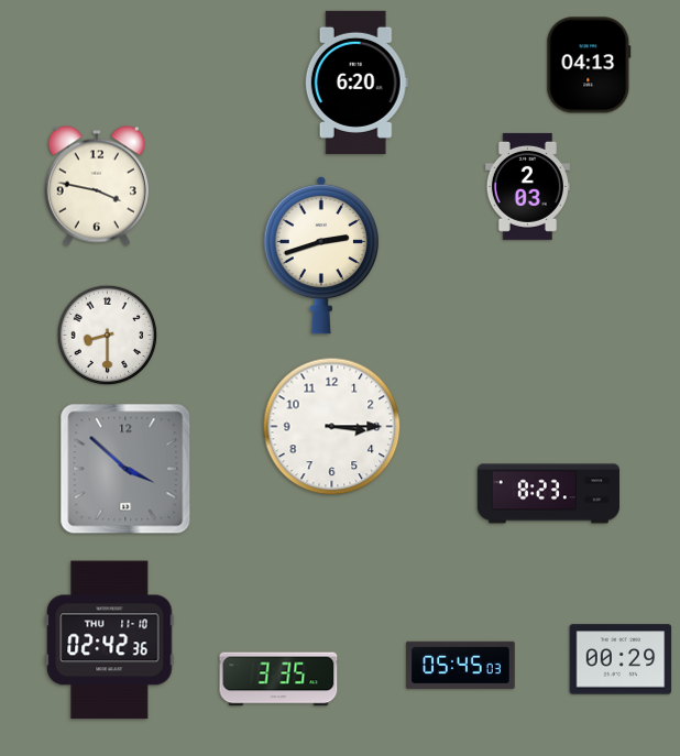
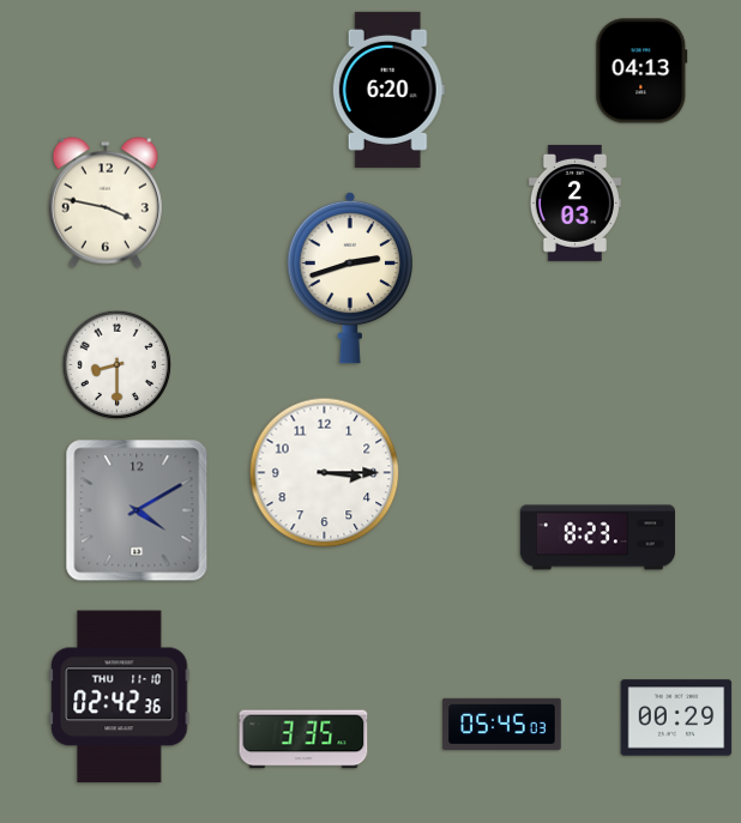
clock at (332, 427) position: (332, 427) -> (325, 473)
clock at (125, 469): 3:52 -> 4:10
